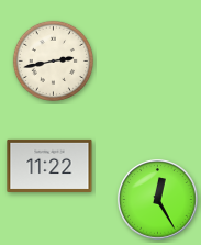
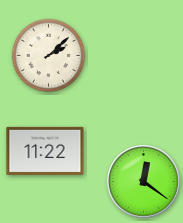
clock at (53, 60): 2:43 -> 2:08
clock at (158, 200): 12:25 -> 12:21
